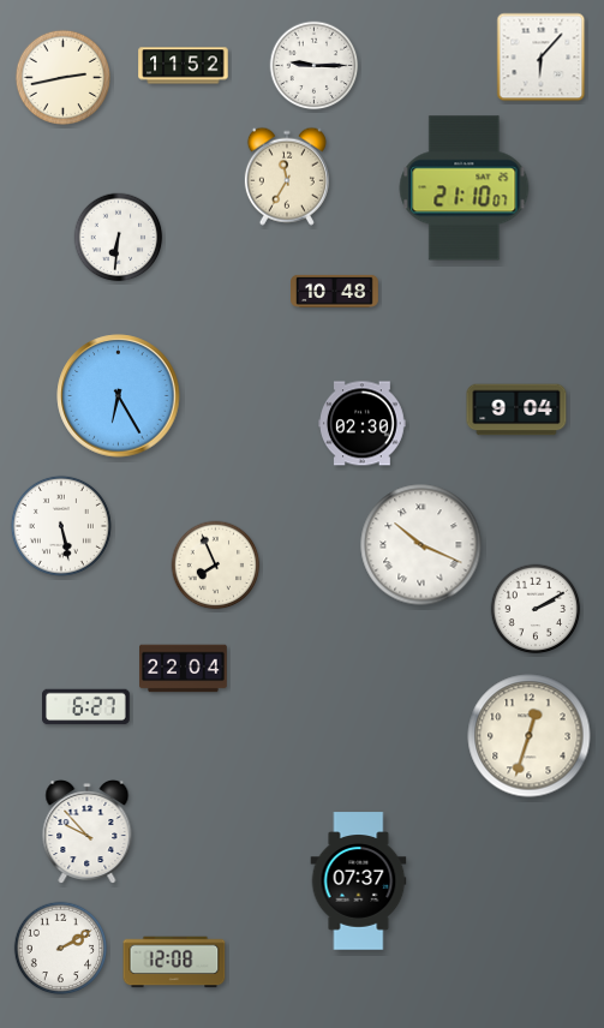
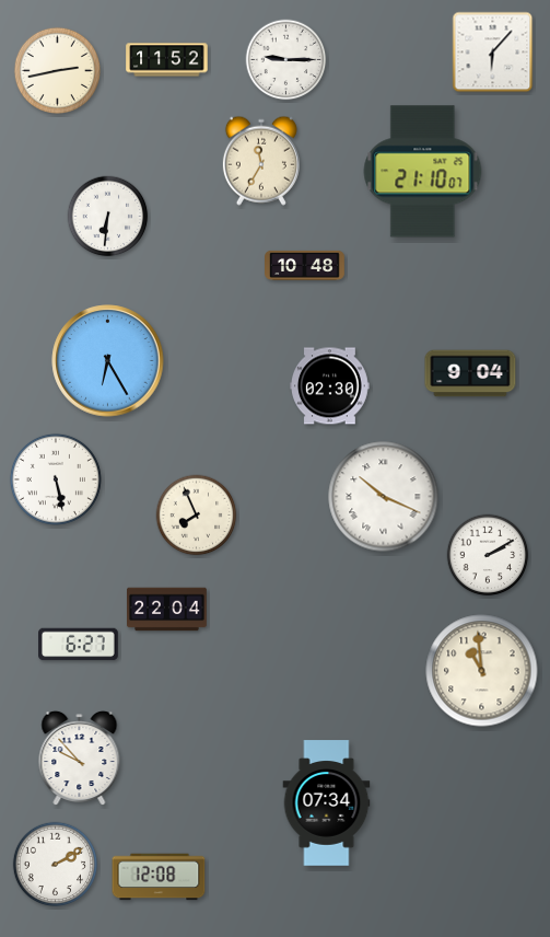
clock at (530, 736): 12:33 -> 10:59
clock at (359, 881): 07:37 -> 07:34
